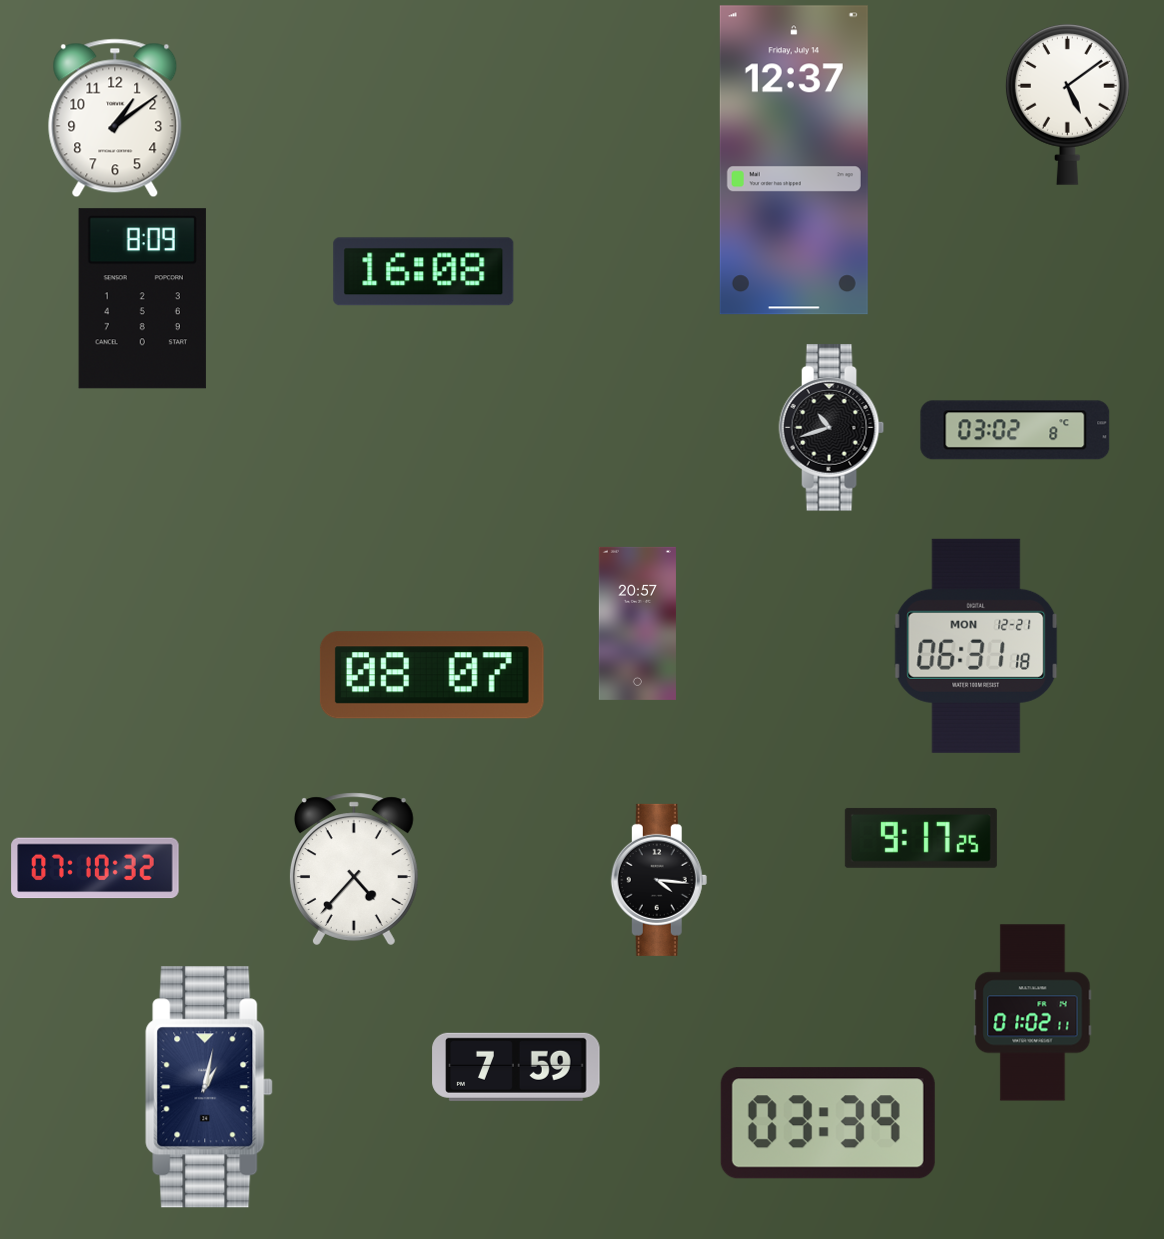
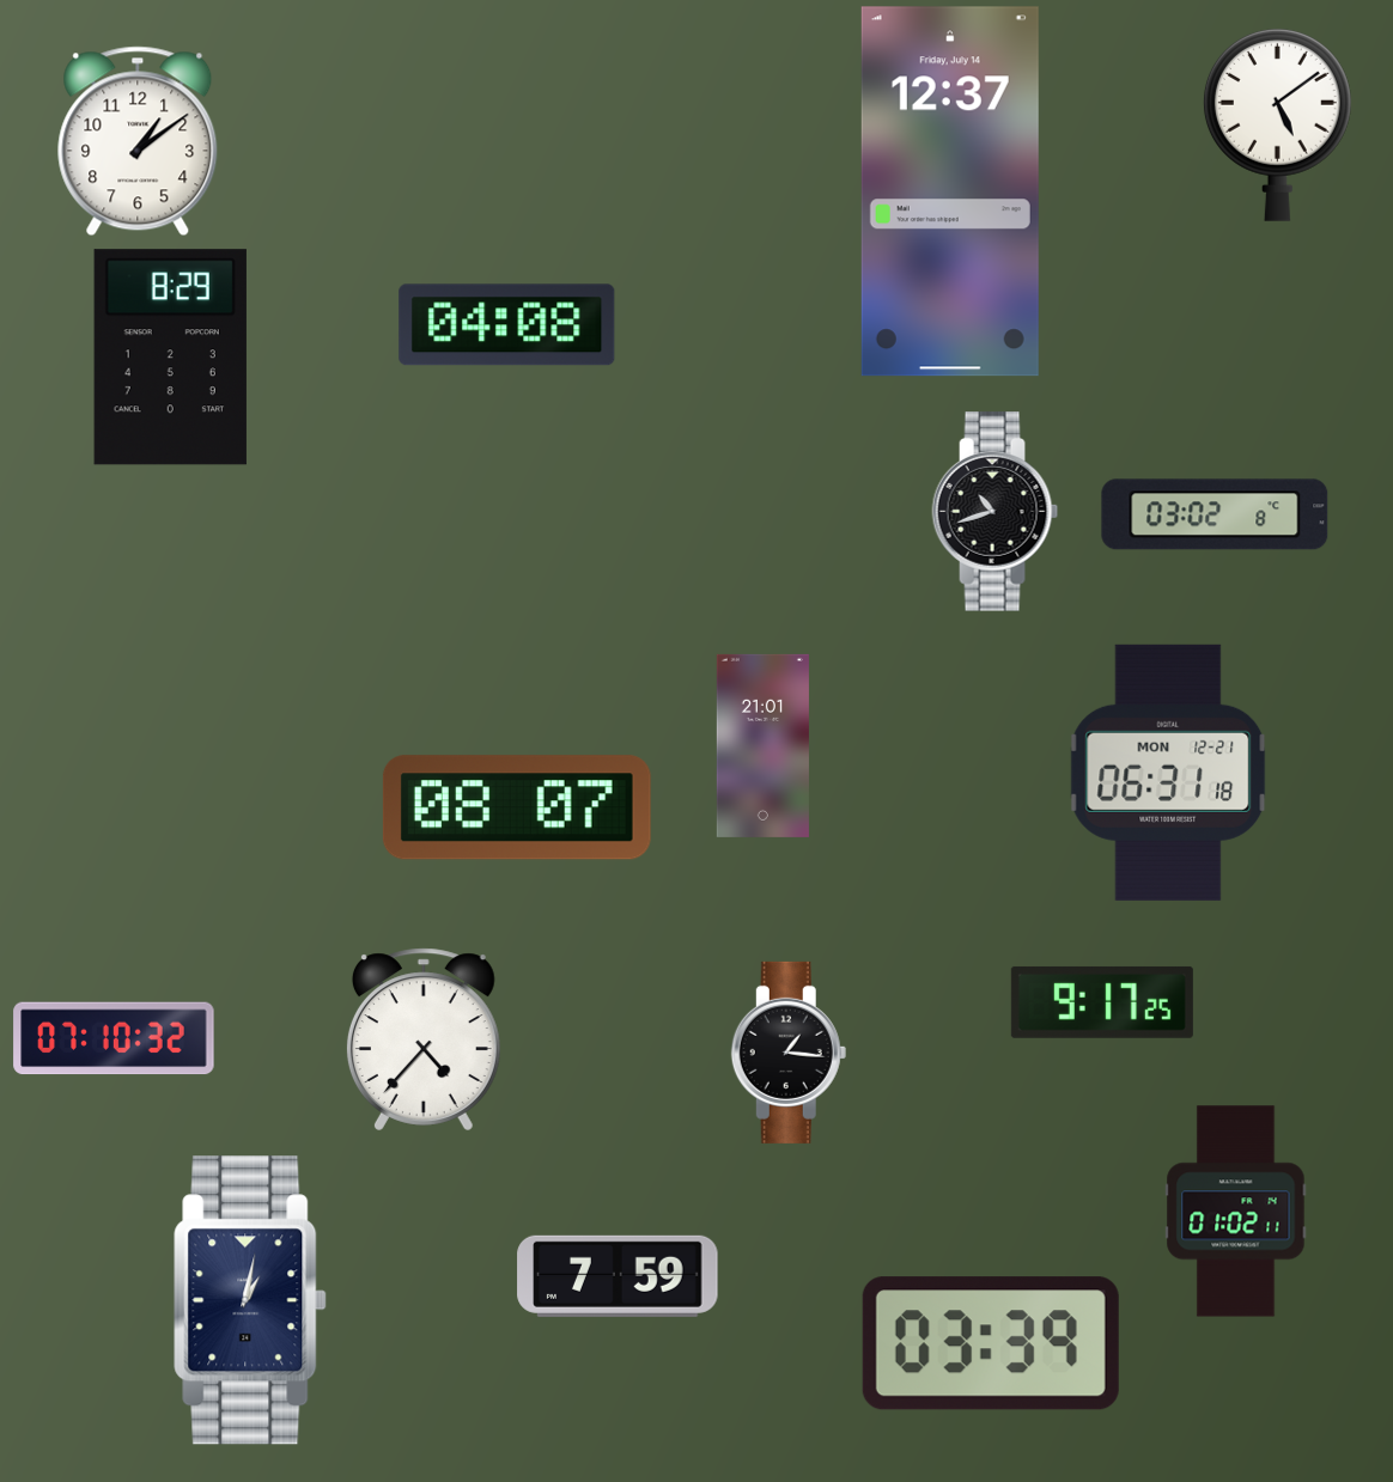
clock at (424, 272): 16:08 -> 04:08
clock at (142, 299): 8:09 -> 8:29
clock at (637, 623): 20:57 -> 21:01
clock at (659, 880): 4:16 -> 1:16
